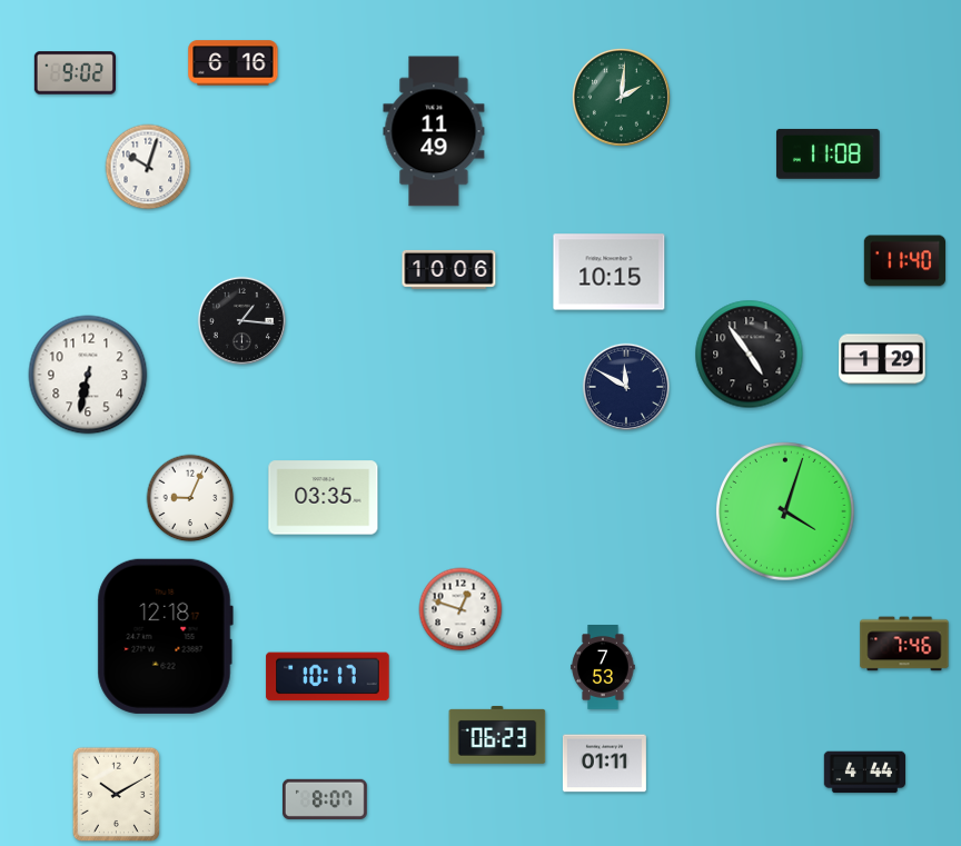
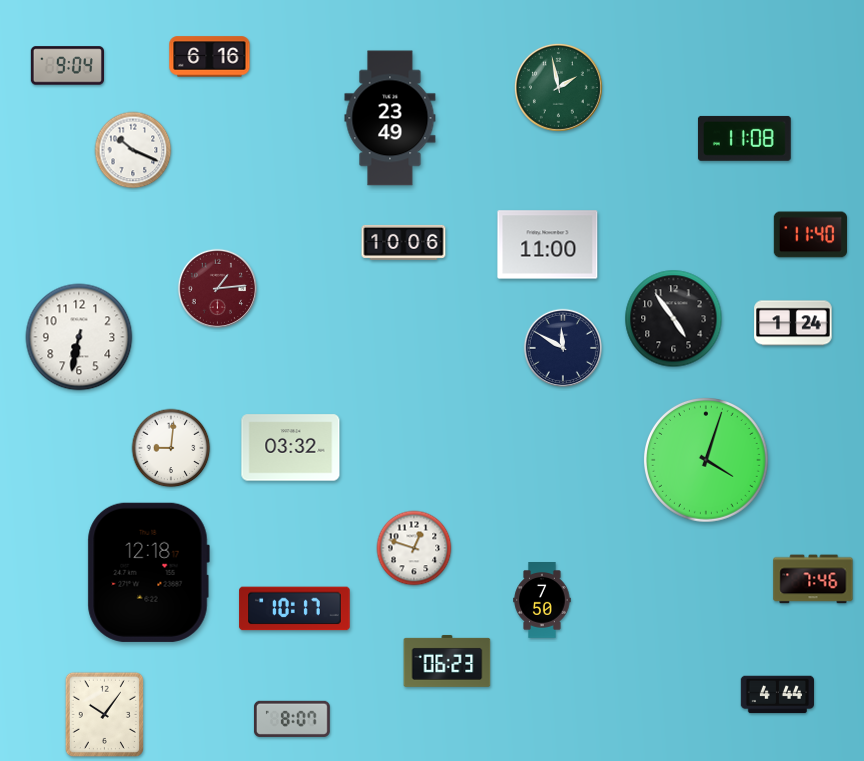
clock at (75, 73): 9:02 -> 9:04
clock at (621, 97): 2:01 -> 1:58
clock at (434, 131): 11:49 -> 23:49
clock at (148, 167): 10:03 -> 10:19
clock at (904, 261) position: (904, 261) -> (810, 235)
clock at (610, 272): 10:15 -> 11:00
clock at (241, 320): 1:16 -> 1:14
clock at (241, 320) dial: black -> burgundy
clock at (882, 359): 1:29 -> 1:24
clock at (190, 498): 9:04 -> 9:01
clock at (324, 498): 03:35 -> 03:32
clock at (603, 668): 7:53 -> 7:50
clock at (604, 764): 01:11 -> none
clock at (116, 794): 10:10 -> 10:06
